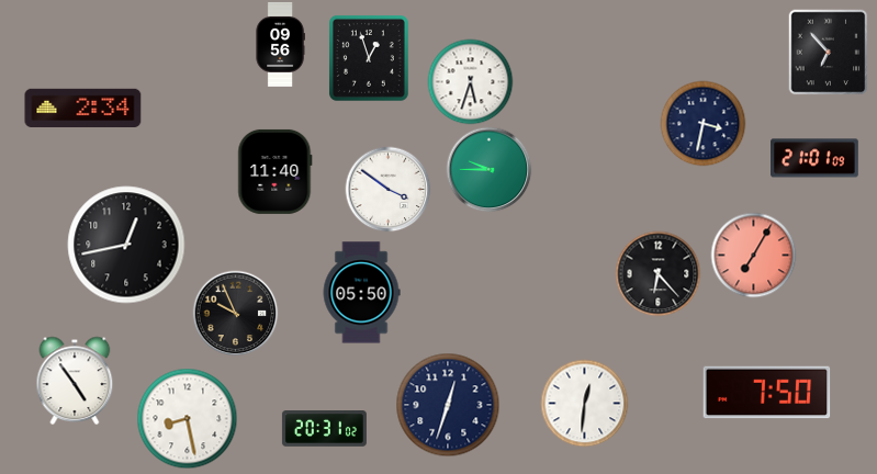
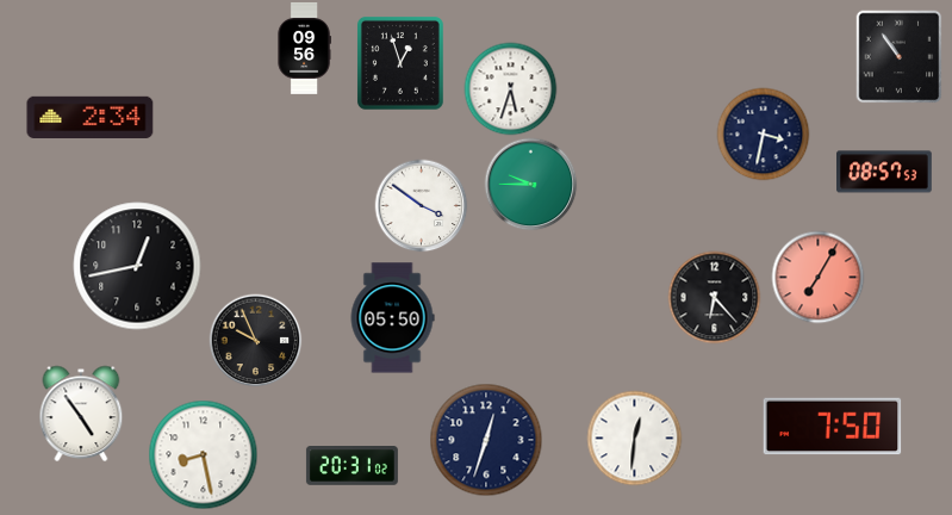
clock at (829, 52): 6:53 -> 10:54
clock at (816, 158): 21:01 -> 08:57
clock at (276, 171): 11:40 -> none
